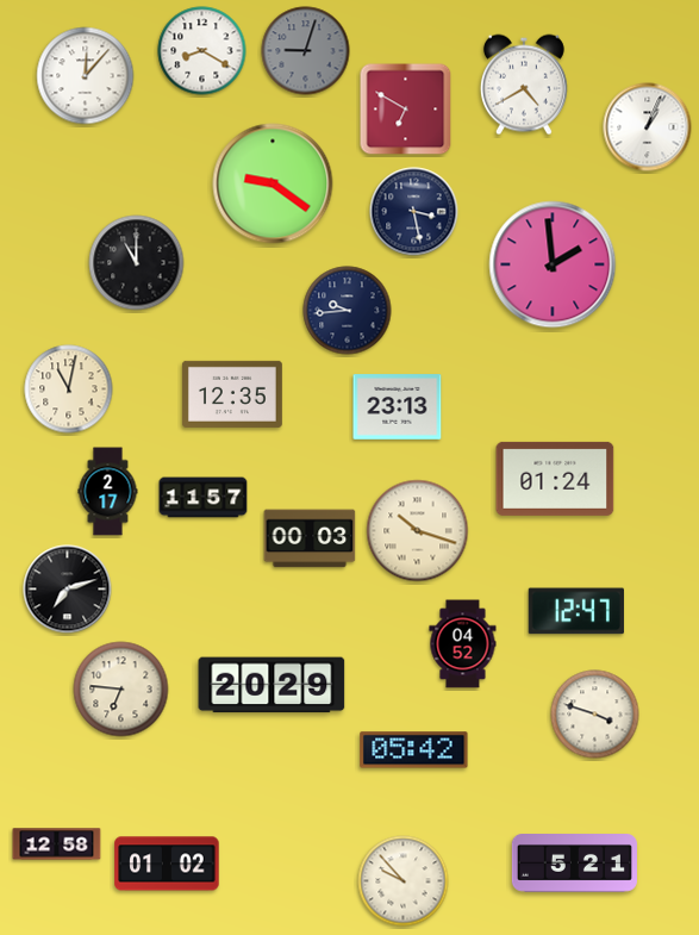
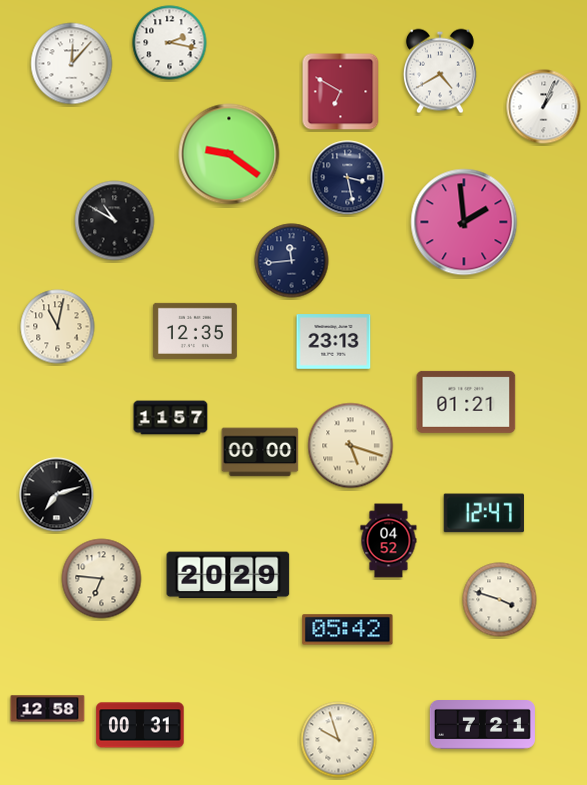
clock at (202, 51): 8:20 -> 2:17
clock at (306, 51): 9:03 -> none
clock at (137, 263): 11:00 -> 10:50
clock at (348, 311): 9:44 -> 11:44
clock at (555, 479): 01:24 -> 01:21
clock at (108, 492): 2:17 -> none
clock at (418, 531): 10:18 -> 5:18
clock at (310, 538): 00:03 -> 00:00
clock at (167, 864): 01:02 -> 00:31
clock at (574, 864): 5:21 -> 7:21
clock at (404, 881): 9:53 -> 9:57
